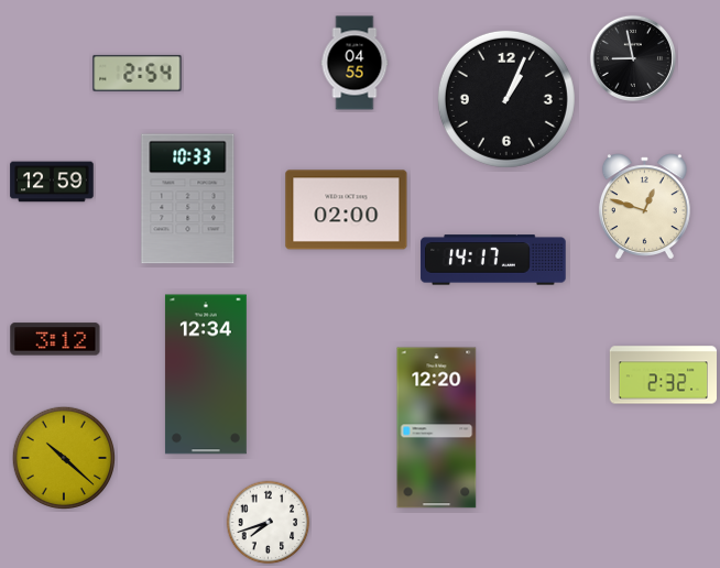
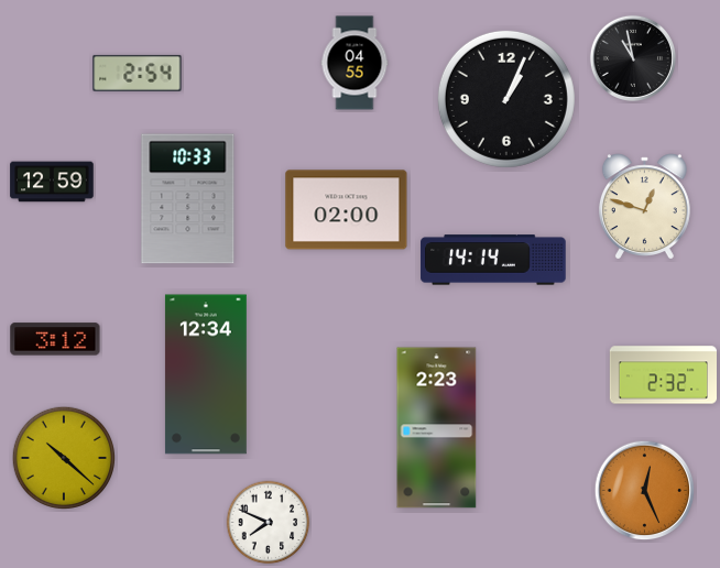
clock at (633, 58): 8:58 -> 10:58
clock at (493, 260): 14:17 -> 14:14
clock at (437, 428): 12:20 -> 2:23
clock at (645, 491): none -> 12:26
clock at (269, 523): 7:42 -> 7:49
